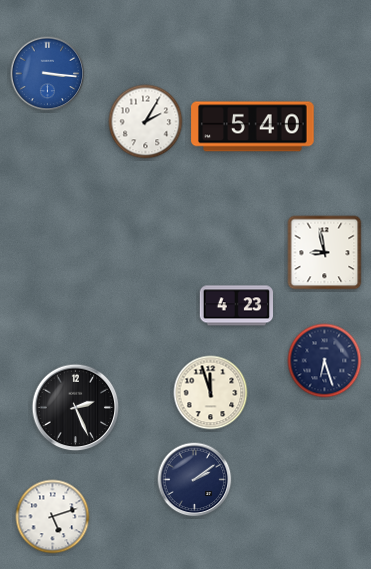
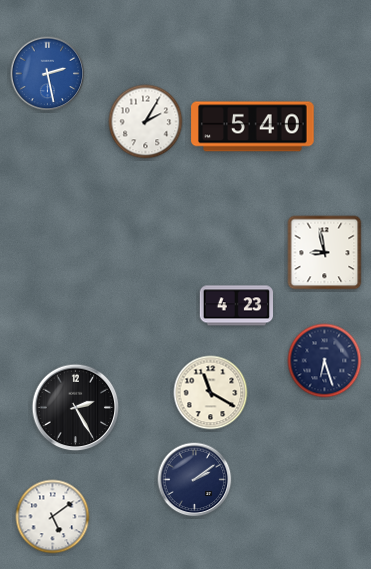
clock at (48, 74): 3:16 -> 2:28
clock at (211, 393): 11:57 -> 11:20
clock at (76, 408): 2:26 -> 2:25
clock at (53, 517): 5:12 -> 5:09
